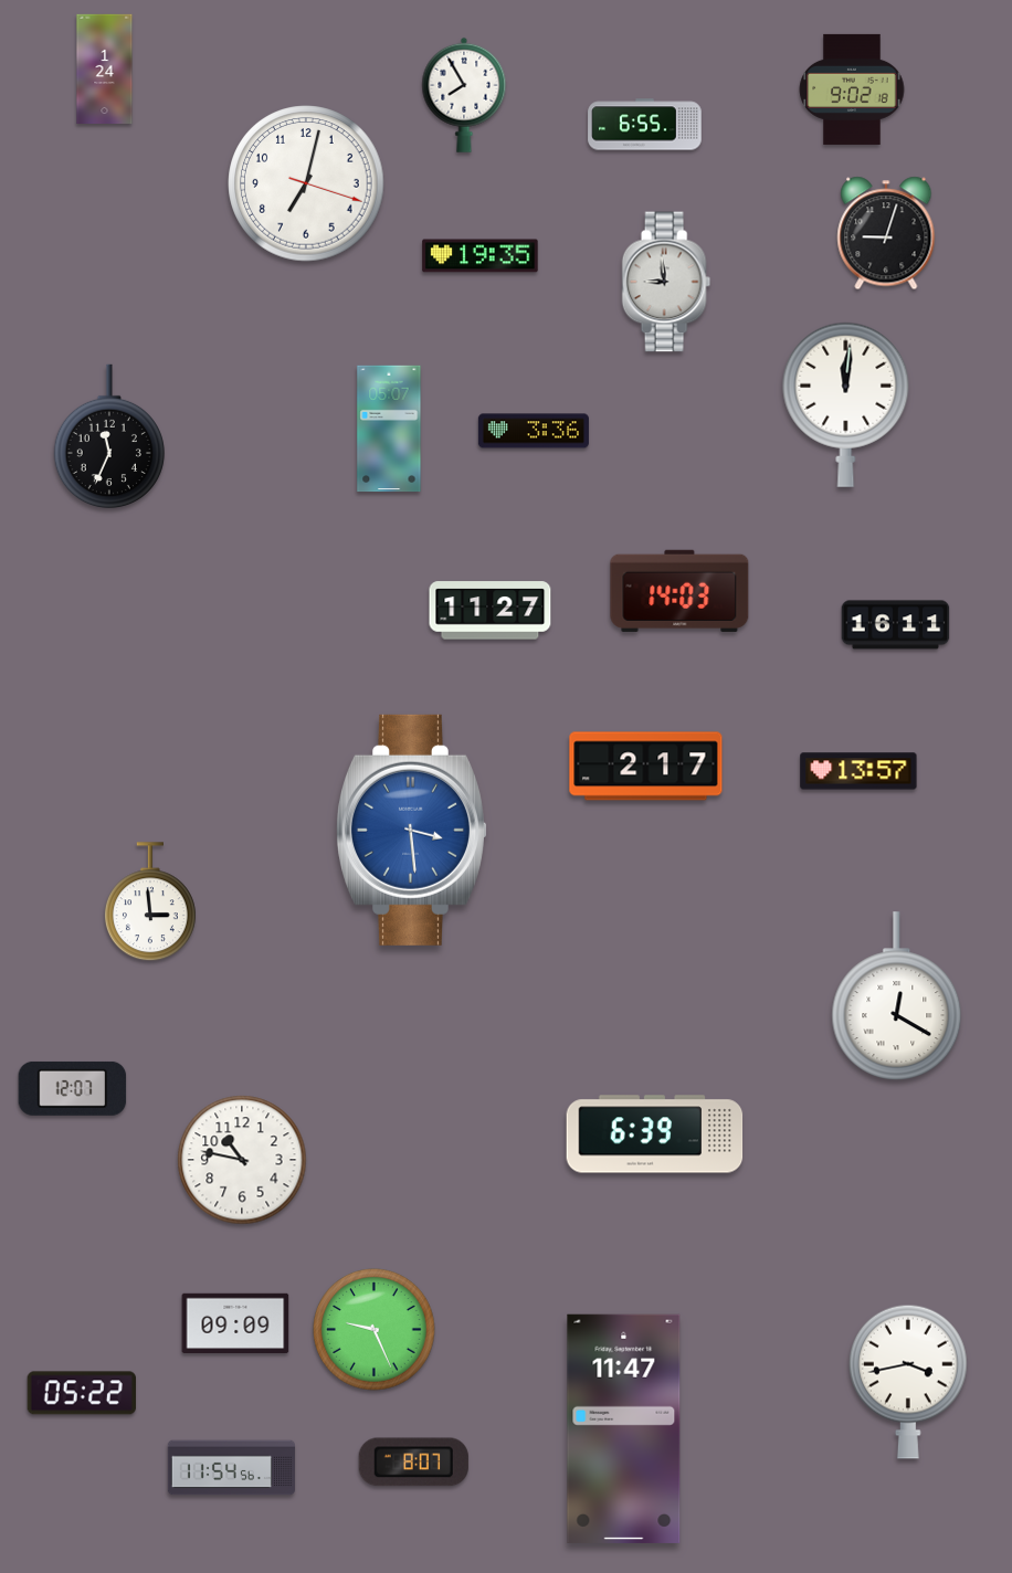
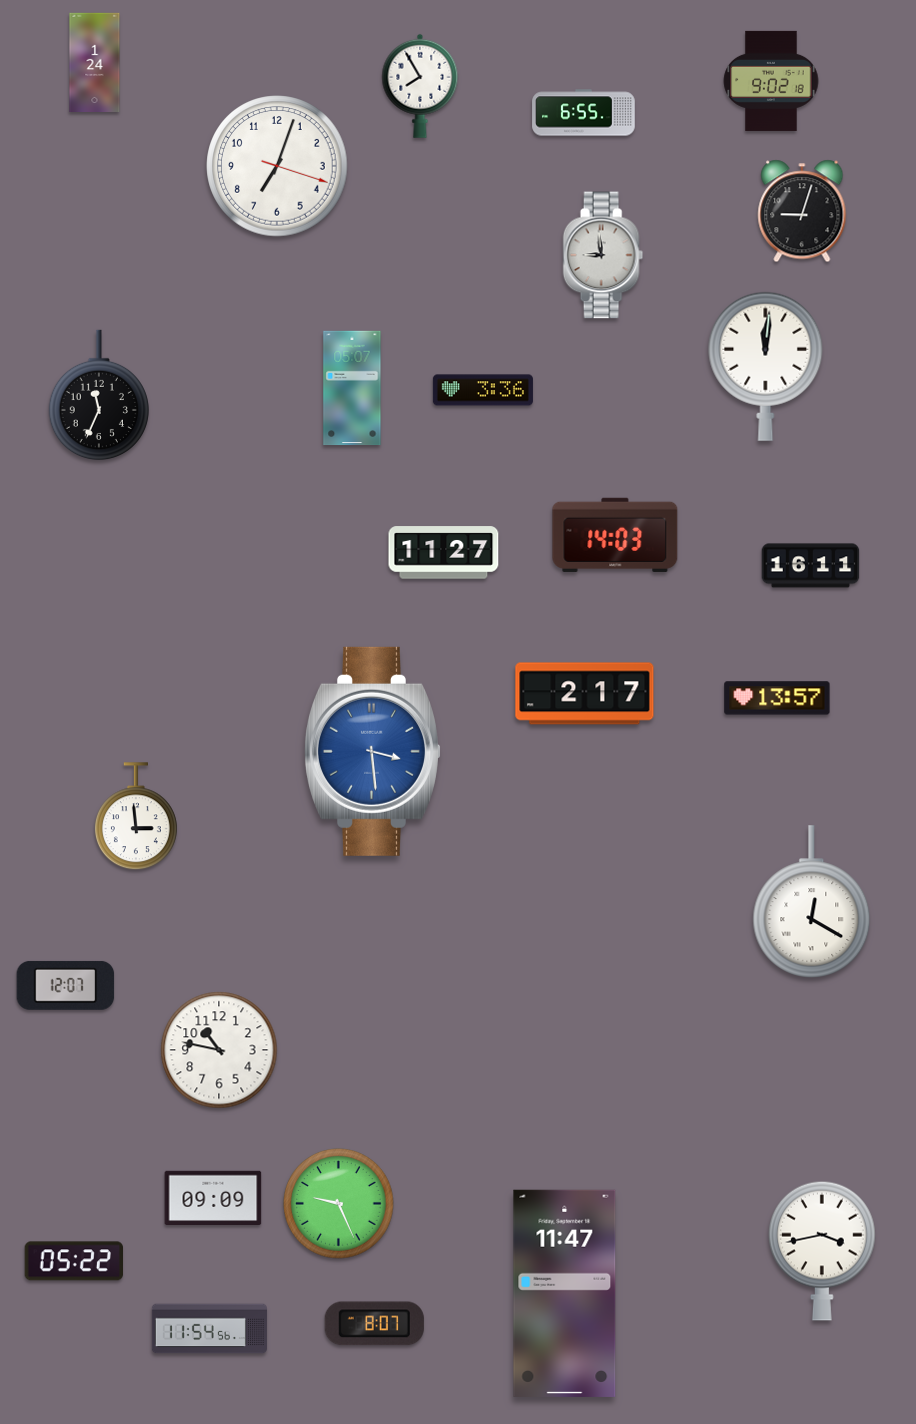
clock at (306, 183): 7:02 -> 7:03
clock at (481, 256): 19:35 -> none
clock at (655, 1134): 6:39 -> none
